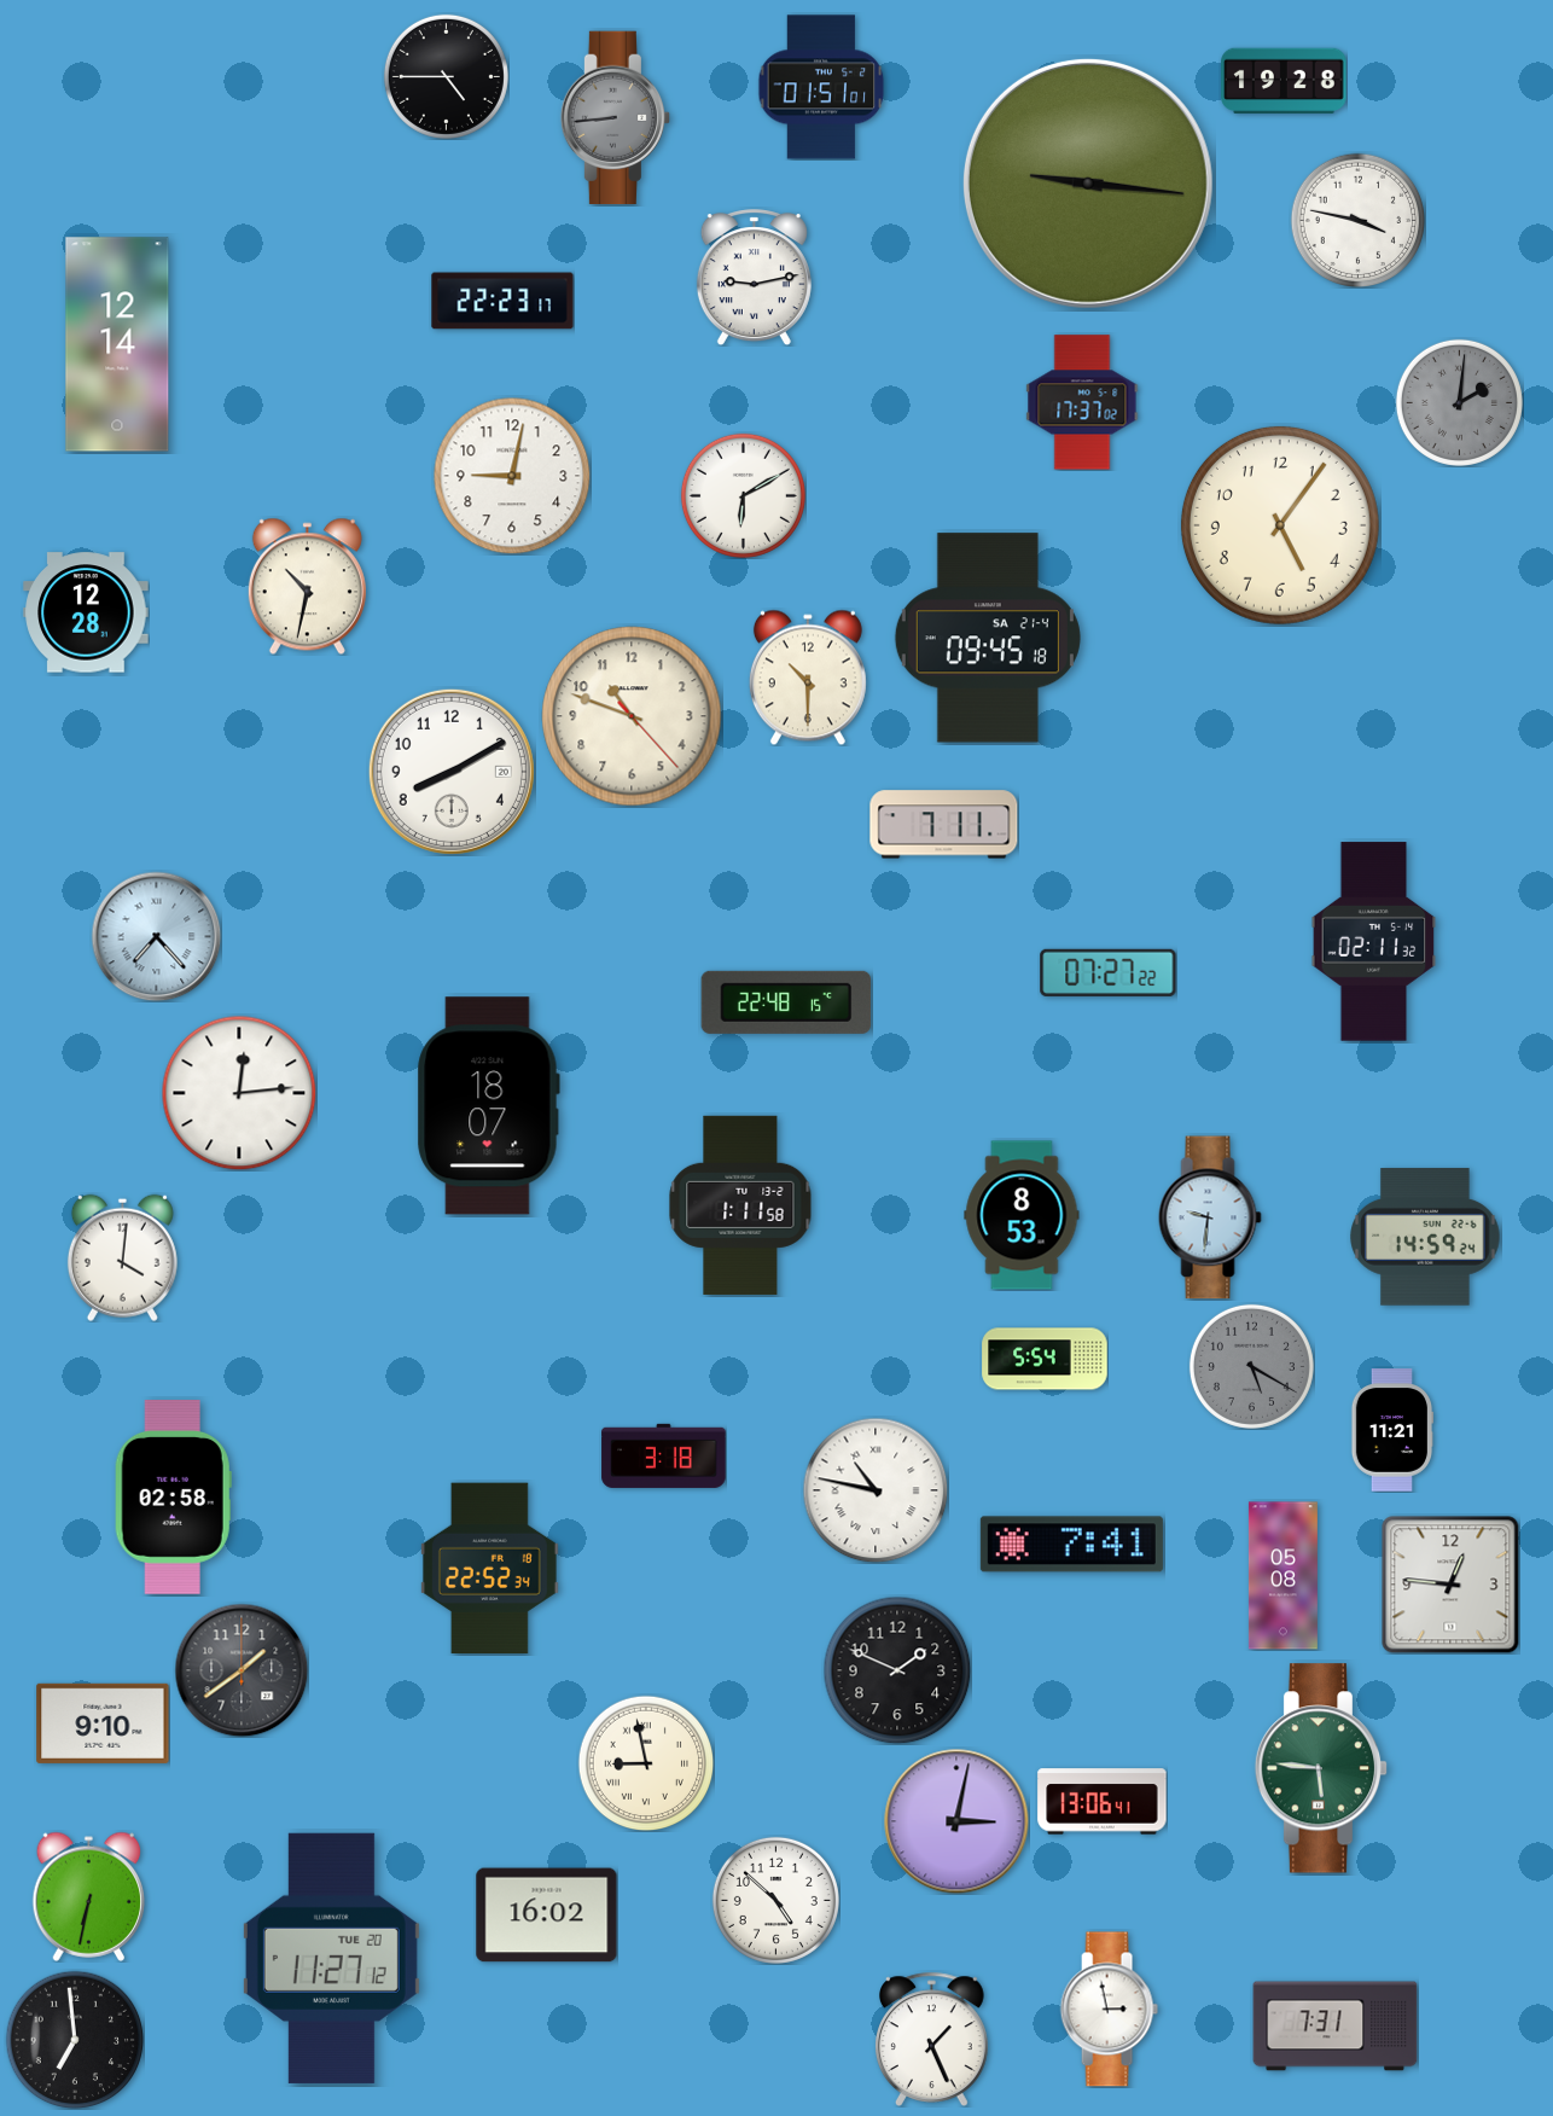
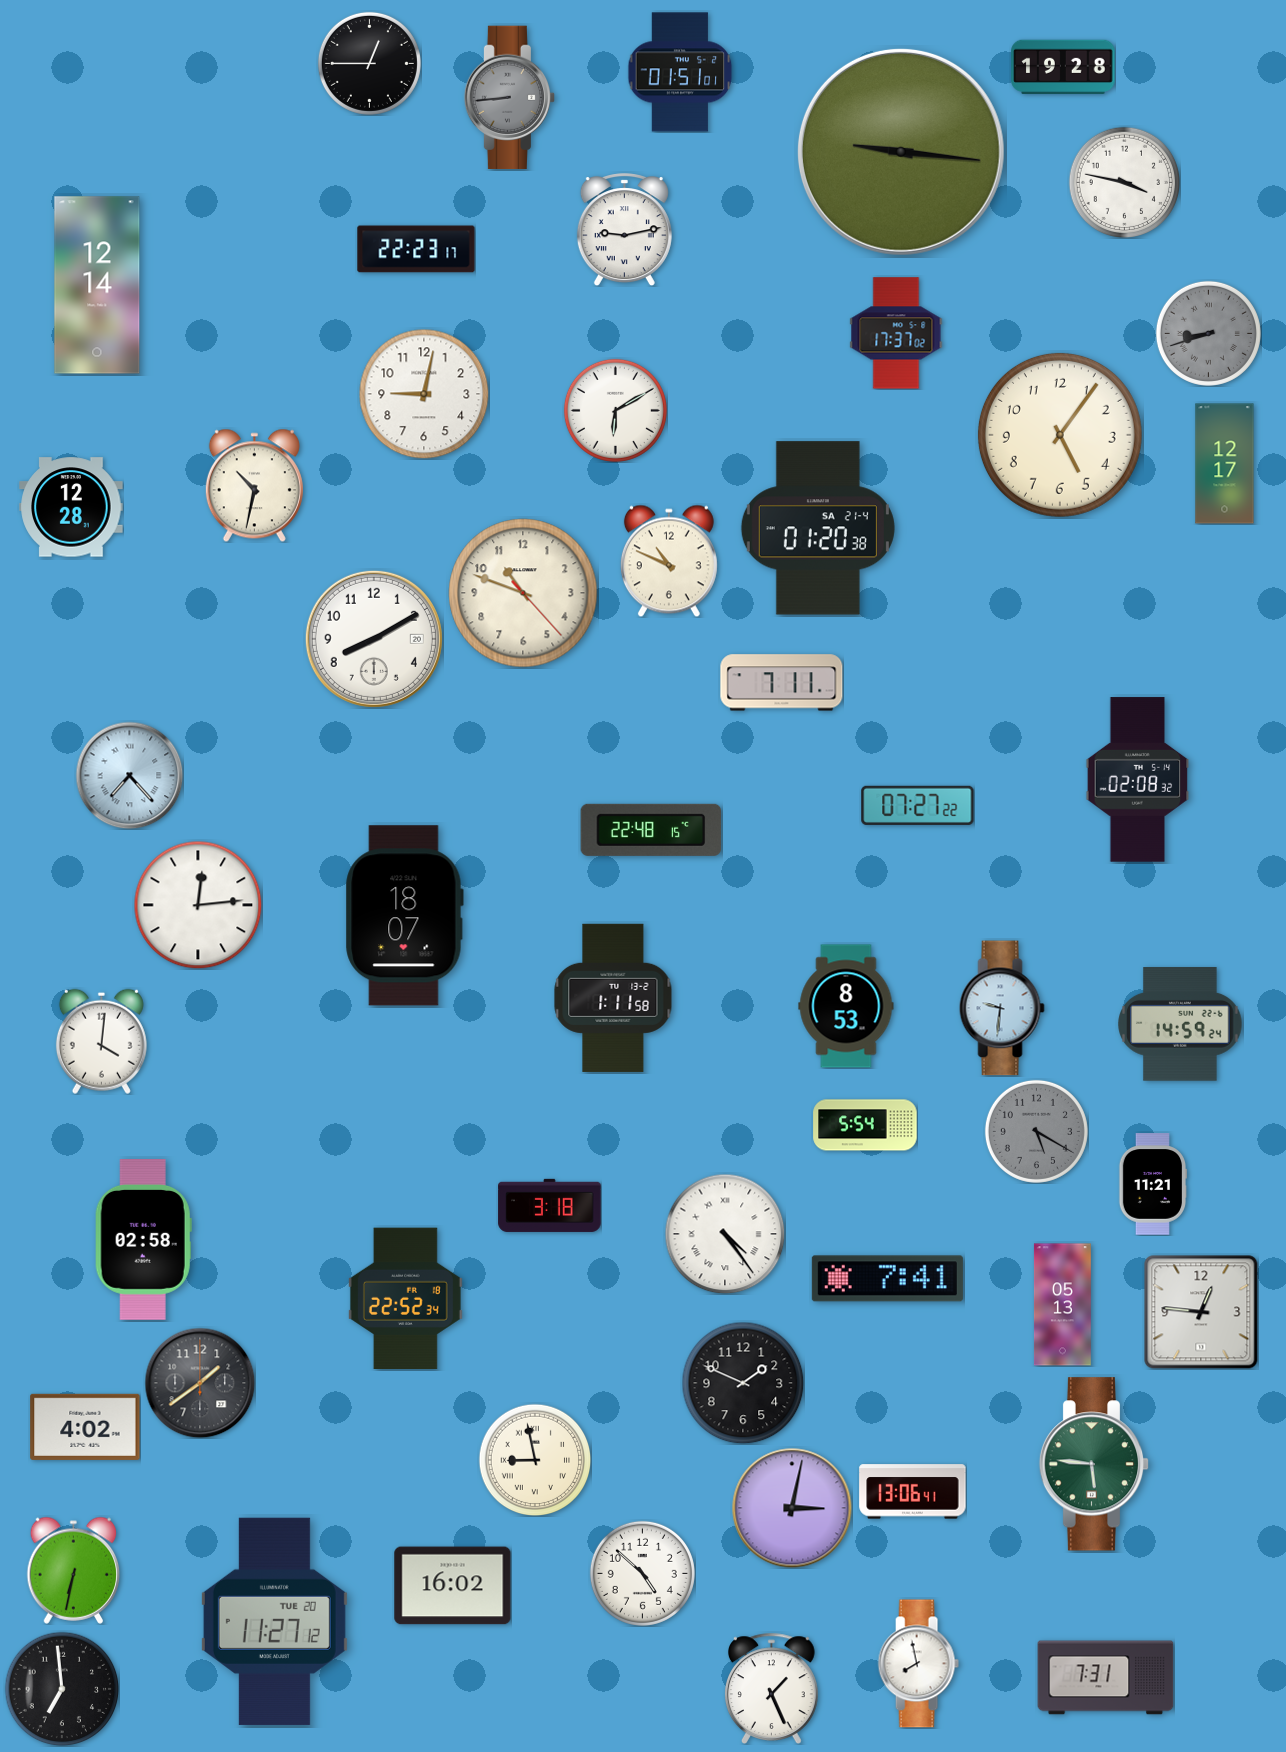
clock at (446, 76): 4:45 -> 12:45
clock at (1459, 402): 2:01 -> 8:42
clock at (1225, 464): none -> 12:17
clock at (988, 638): 09:45 -> 01:20
clock at (808, 678): 10:30 -> 10:49
clock at (1374, 942): 02:11 -> 02:08
clock at (876, 1490): 10:47 -> 4:24
clock at (1282, 1576): 05:08 -> 05:13
clock at (103, 1723): 9:10 -> 4:02
clock at (1109, 2010): 2:58 -> 7:58
